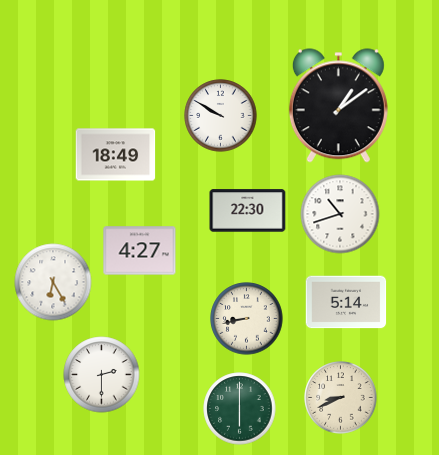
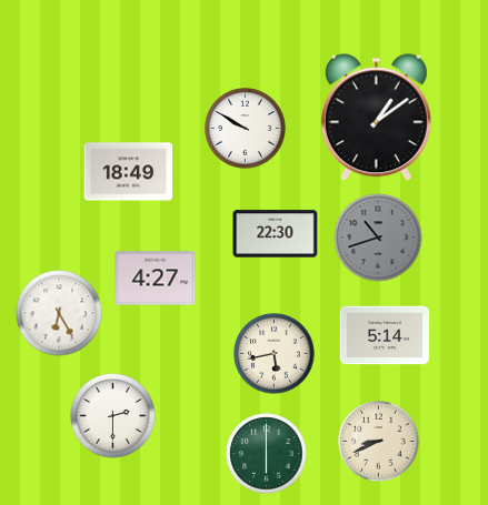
clock at (340, 214) dial: white -> grey
clock at (247, 319): 8:43 -> 5:43
